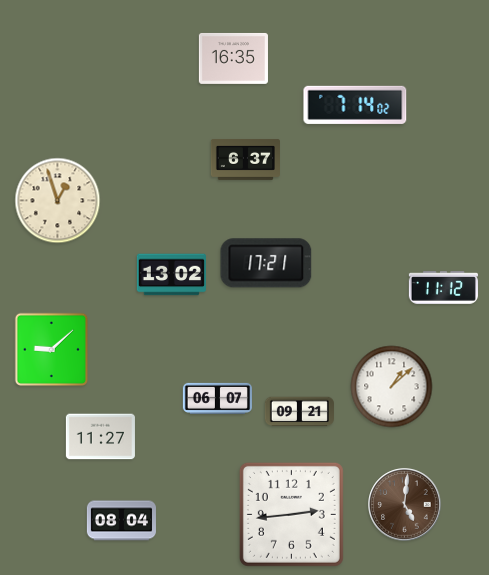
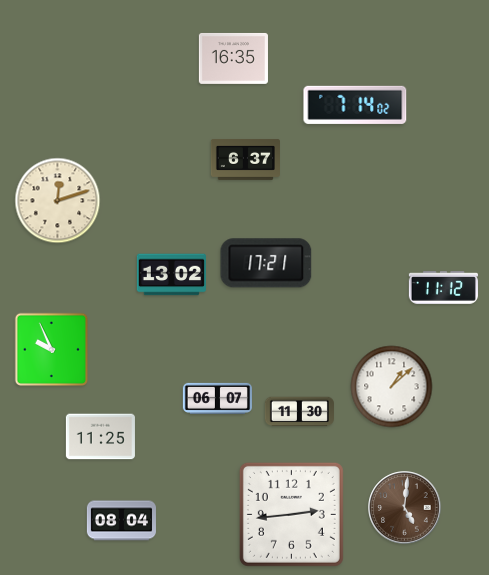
clock at (58, 201): 12:57 -> 12:12
clock at (52, 350): 9:08 -> 9:56
clock at (299, 412): 09:21 -> 11:30
clock at (100, 437): 11:27 -> 11:25
clock at (405, 505) position: (405, 505) -> (405, 508)
